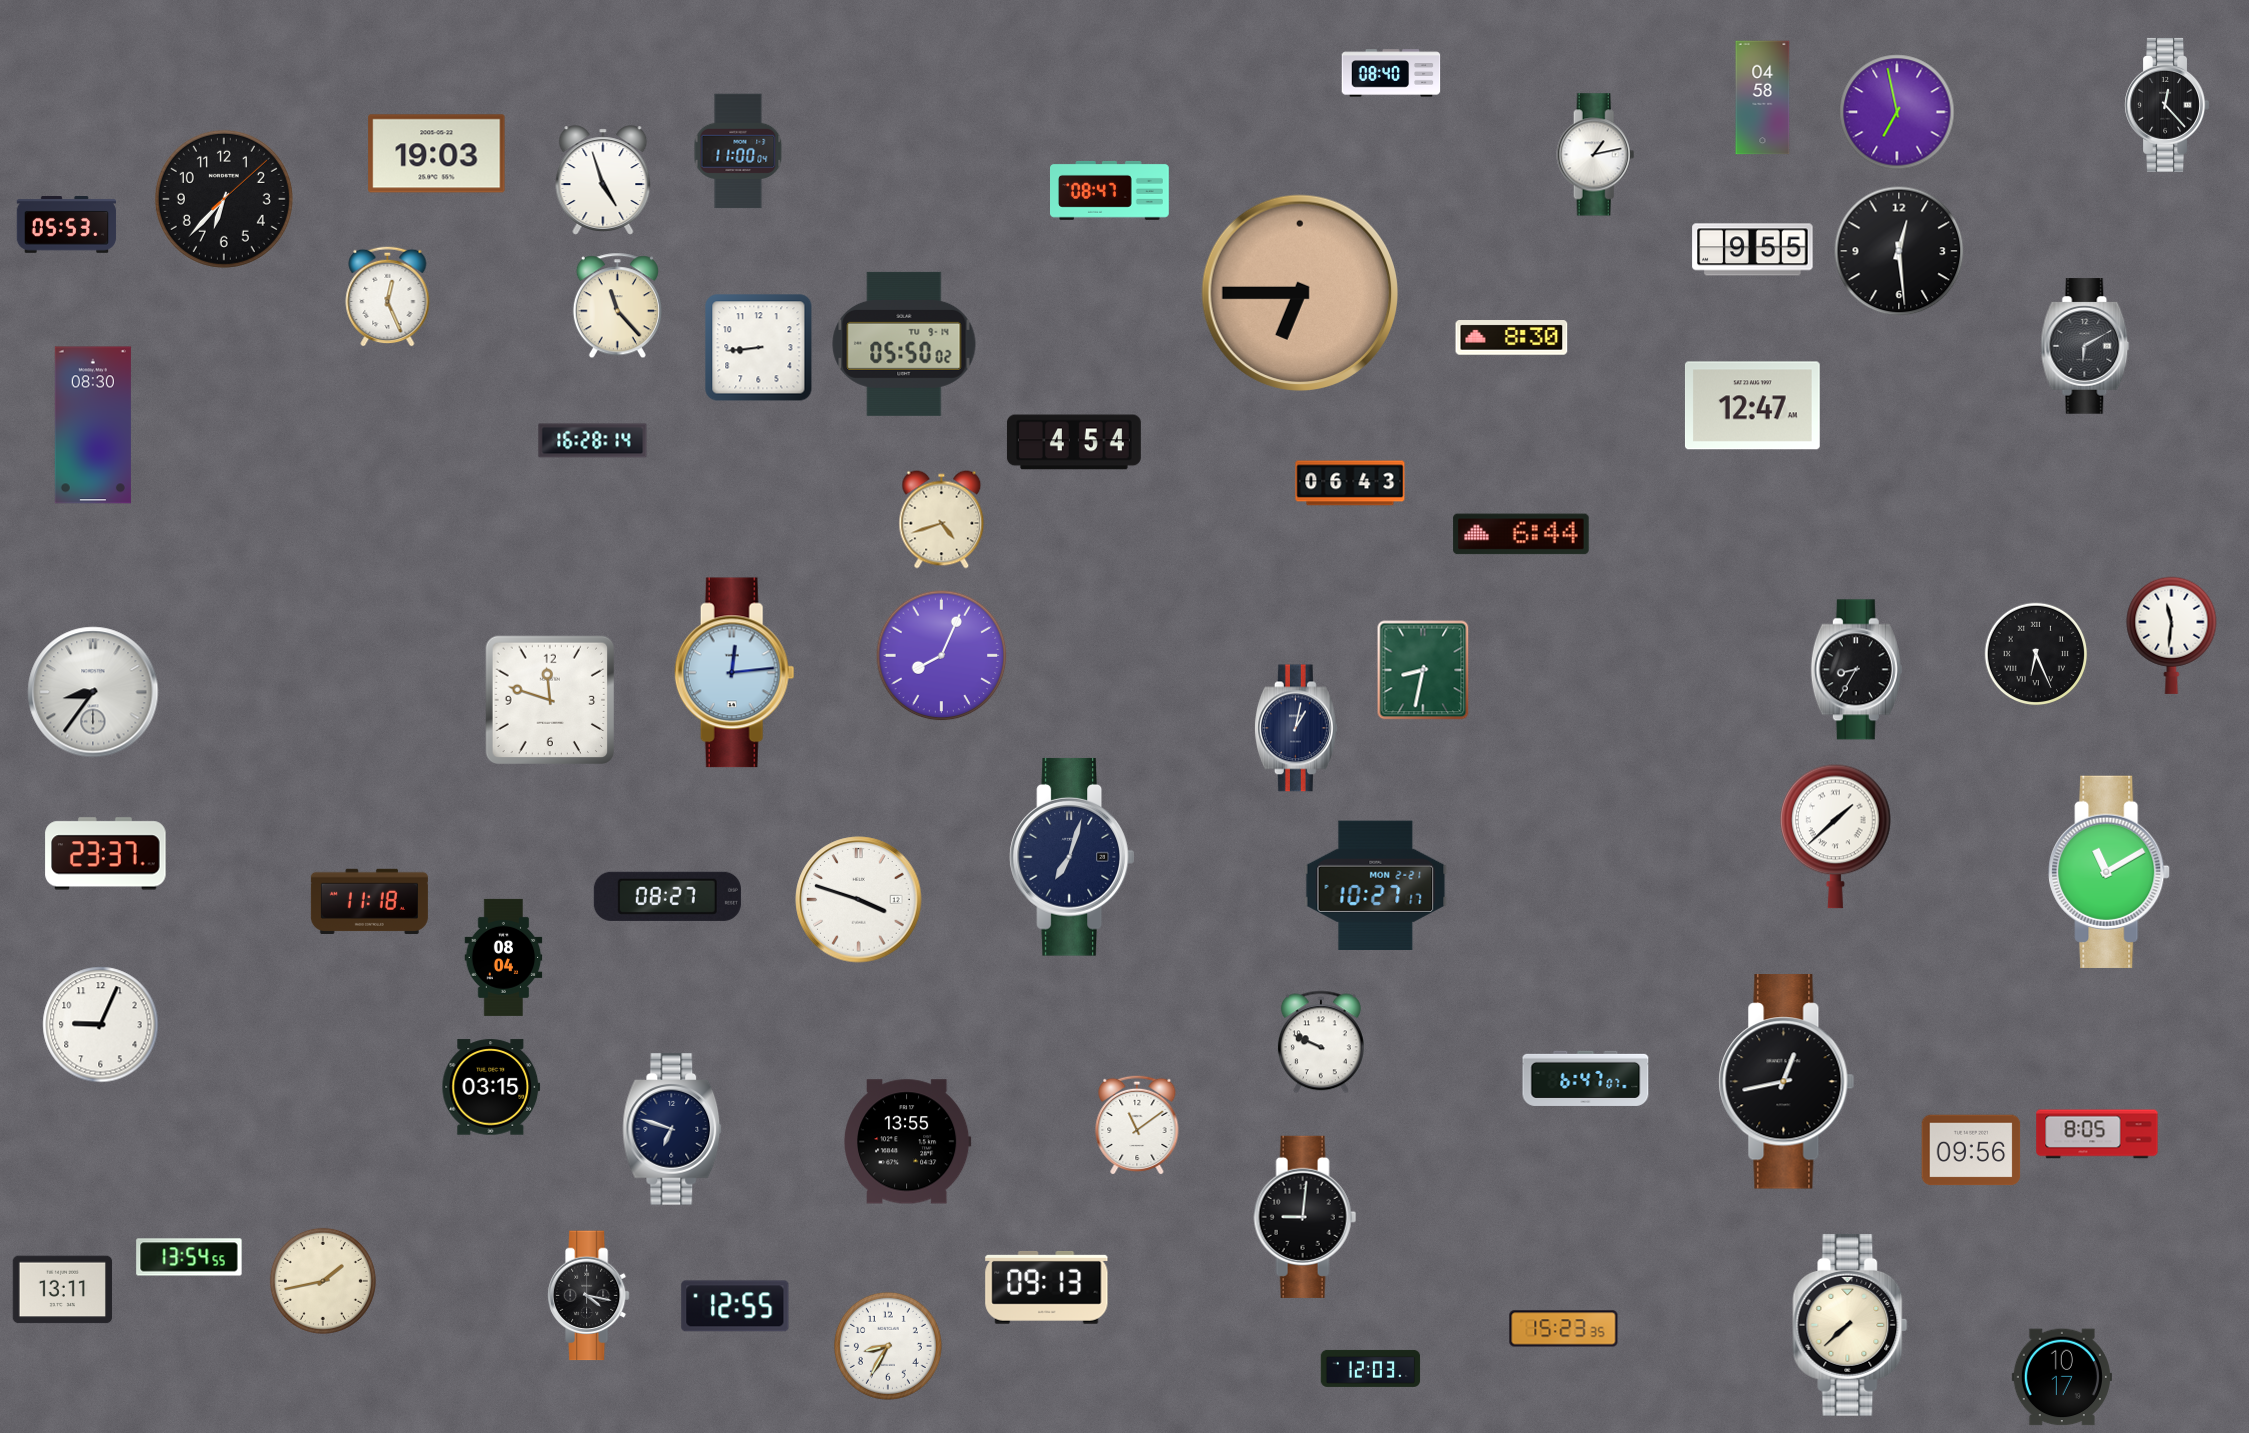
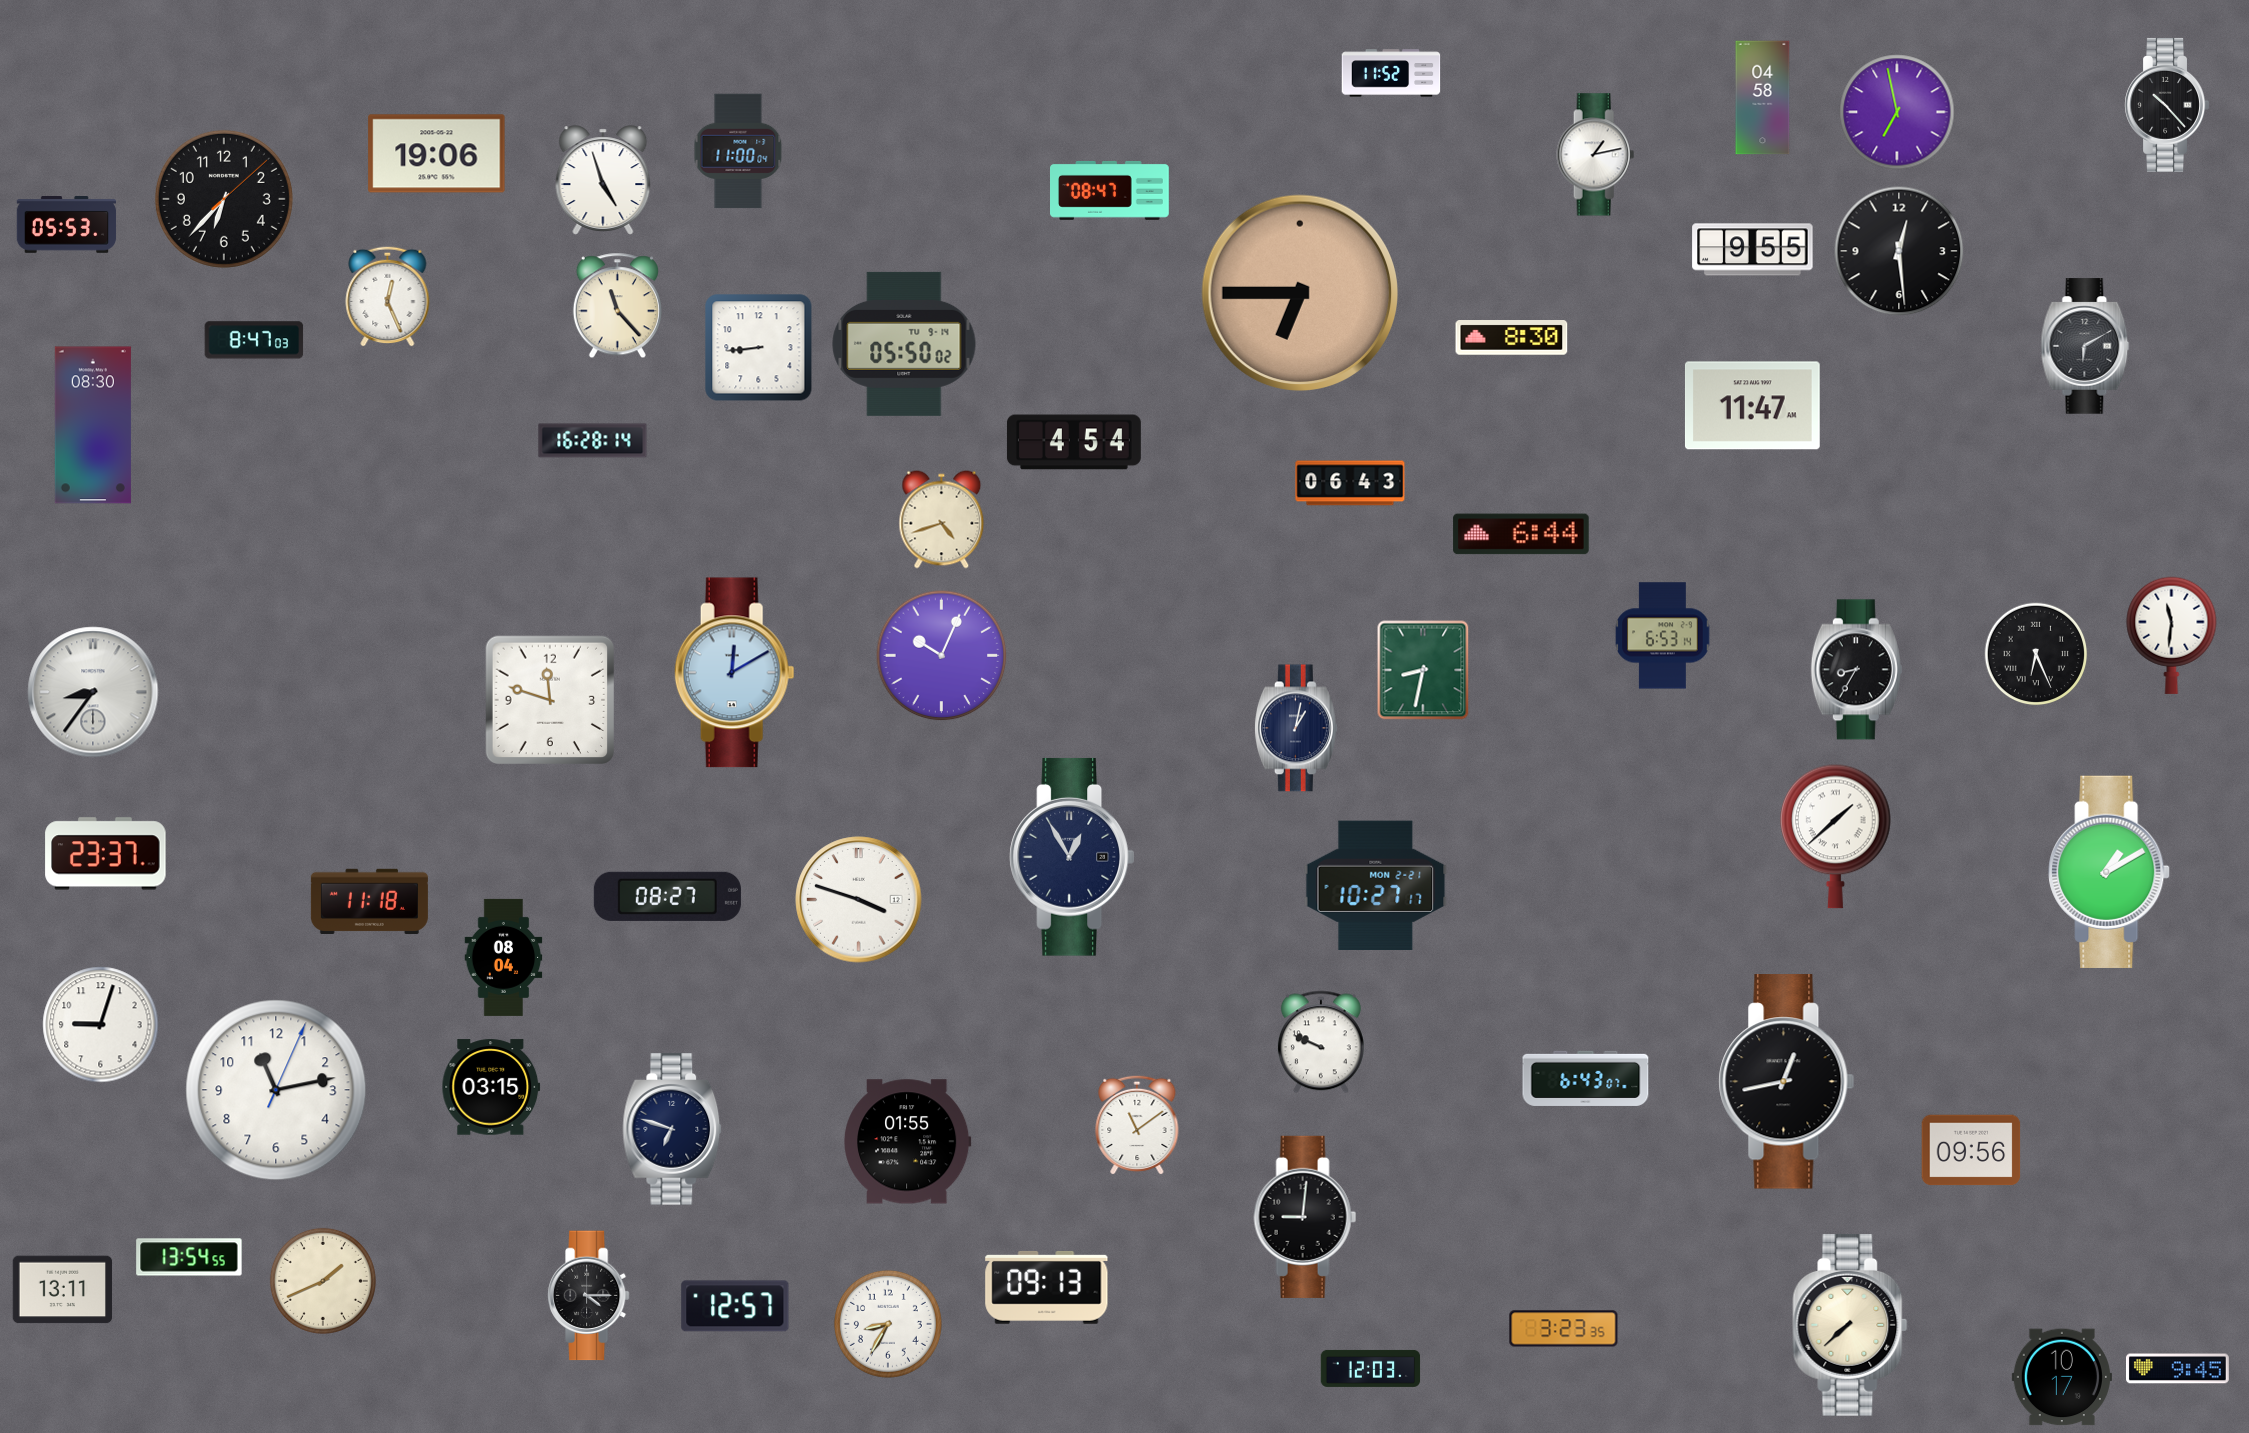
clock at (1391, 73): 08:40 -> 11:52
clock at (2166, 105): 12:23 -> 10:23
clock at (437, 154): 19:03 -> 19:06
clock at (254, 340): none -> 8:47
clock at (1752, 406): 12:47 -> 11:47
clock at (1663, 636): none -> 6:53
clock at (942, 656): 8:04 -> 10:04
clock at (734, 673): 12:14 -> 12:10
clock at (1071, 857): 7:03 -> 12:55
clock at (2109, 872): 11:10 -> 1:10
clock at (101, 1025): 9:04 -> 9:03
clock at (1586, 1078): 6:47 -> 6:43
clock at (276, 1090): none -> 11:13
clock at (2097, 1134): 8:05 -> none
clock at (907, 1142): 13:55 -> 01:55
clock at (323, 1281): 1:43 -> 1:41
clock at (588, 1296): 4:17 -> 4:15
clock at (735, 1306): 12:55 -> 12:57
clock at (1564, 1329): 15:23 -> 3:23
clock at (888, 1346) position: (888, 1346) -> (888, 1324)
clock at (2178, 1369): none -> 9:45
